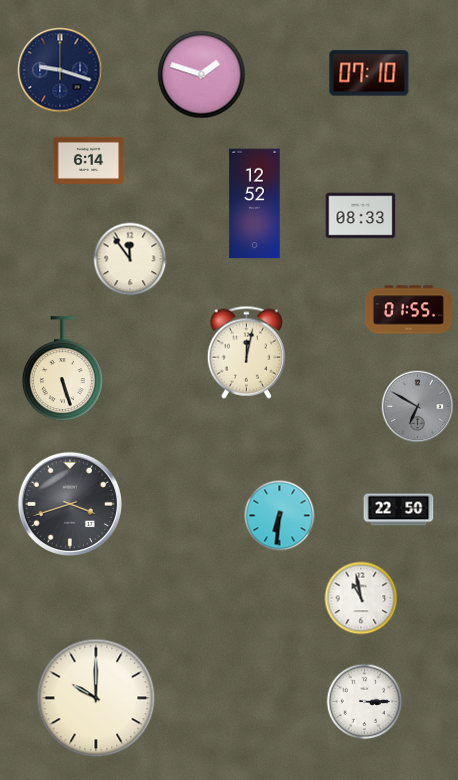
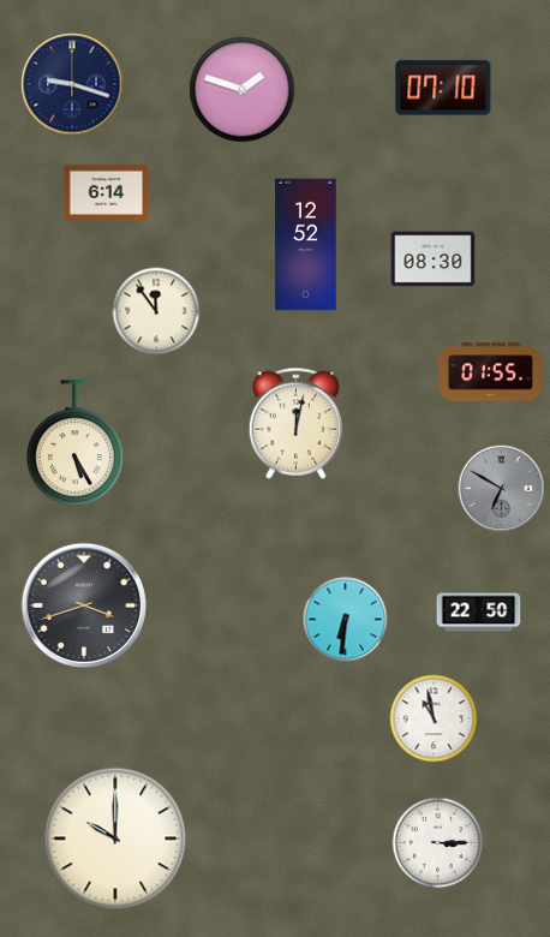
clock at (361, 216): 08:33 -> 08:30
clock at (62, 369): 5:27 -> 5:25
clock at (280, 516) position: (280, 516) -> (346, 620)
